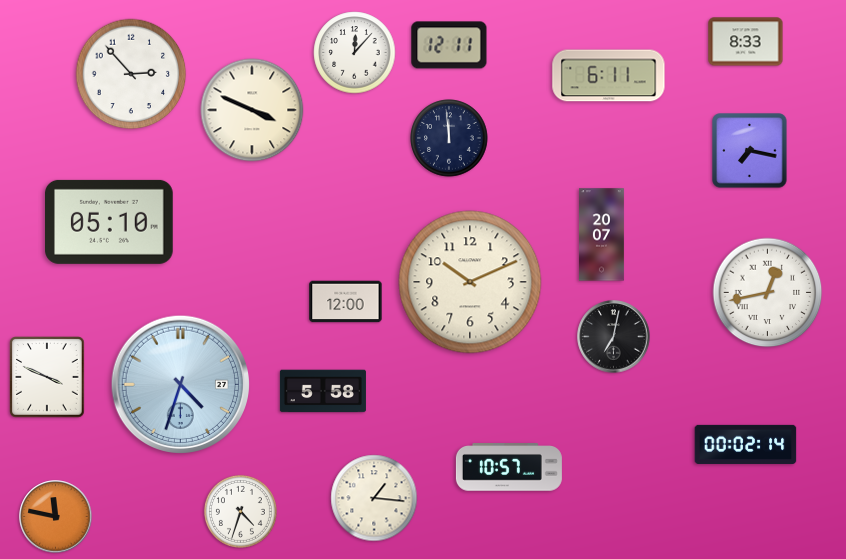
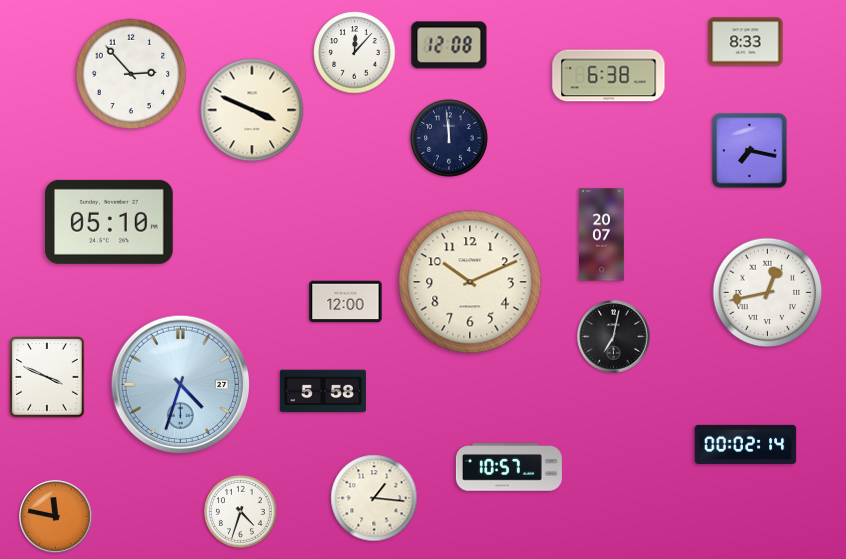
clock at (449, 45): 12:11 -> 12:08
clock at (609, 76): 6:11 -> 6:38
